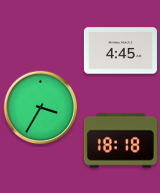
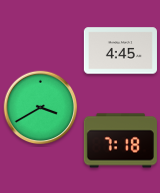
clock at (41, 108): 3:35 -> 3:40
clock at (120, 141): 18:18 -> 7:18
